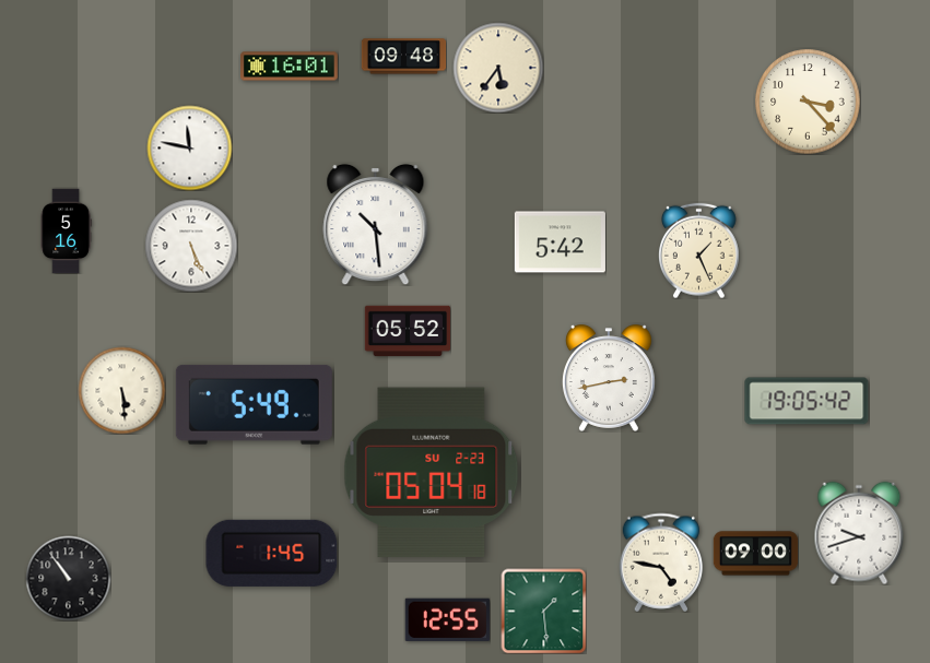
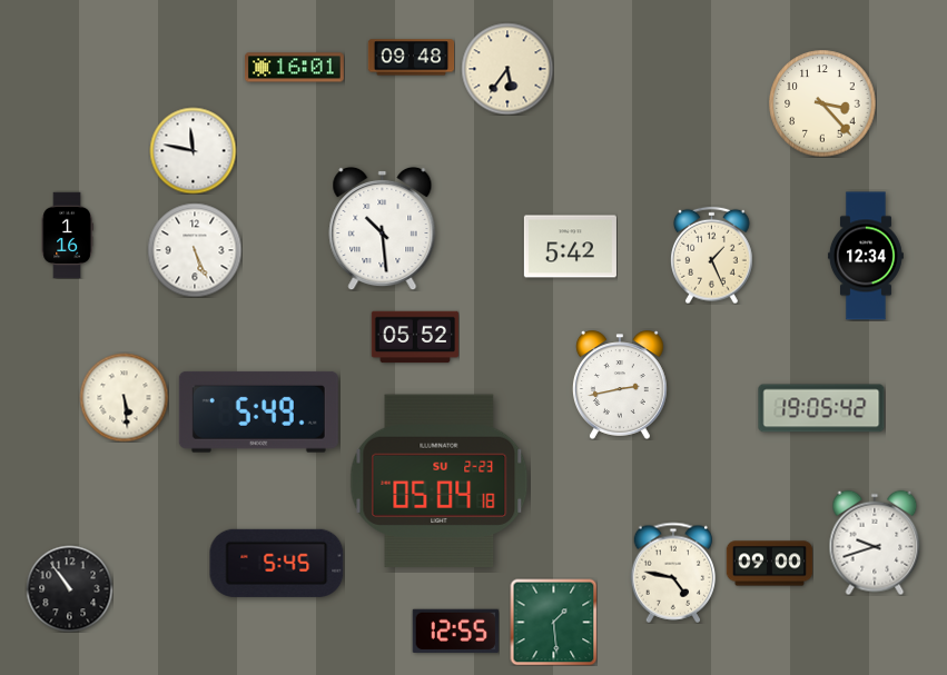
clock at (66, 230): 5:16 -> 1:16
clock at (866, 256): none -> 12:34
clock at (272, 553): 1:45 -> 5:45
